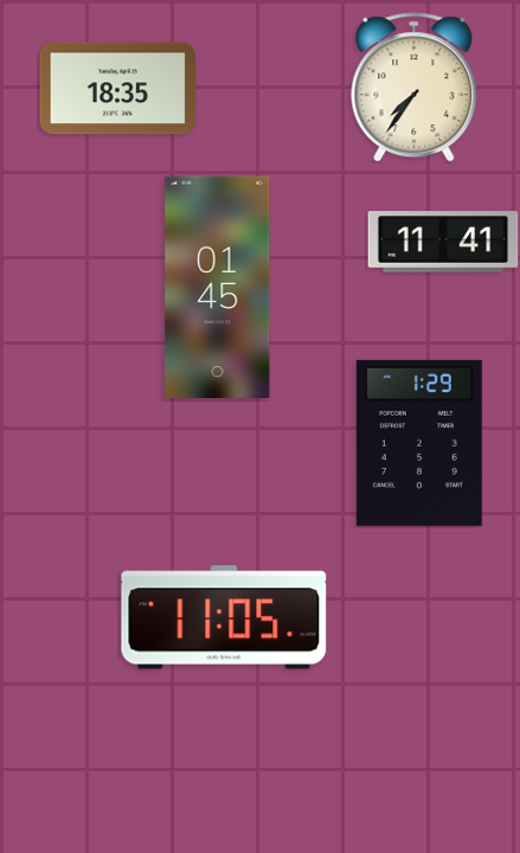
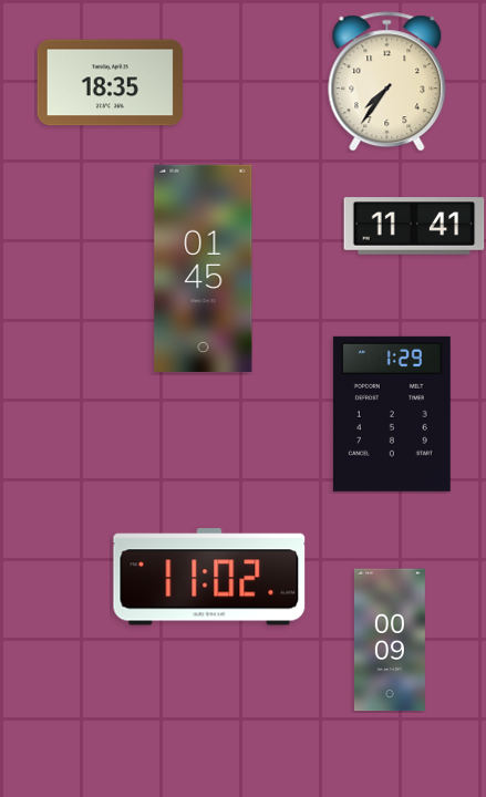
clock at (224, 617): 11:05 -> 11:02
clock at (390, 640): none -> 00:09
